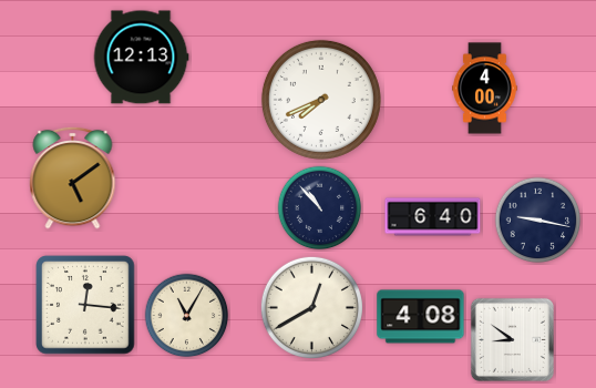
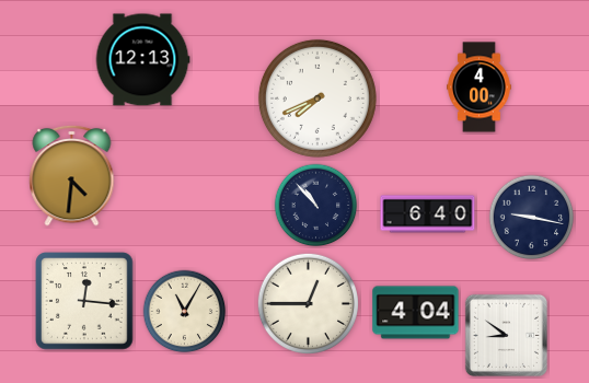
clock at (141, 58) position: (141, 58) -> (142, 60)
clock at (73, 177): 5:09 -> 4:31
clock at (311, 307): 12:40 -> 12:45
clock at (421, 317): 4:08 -> 4:04
